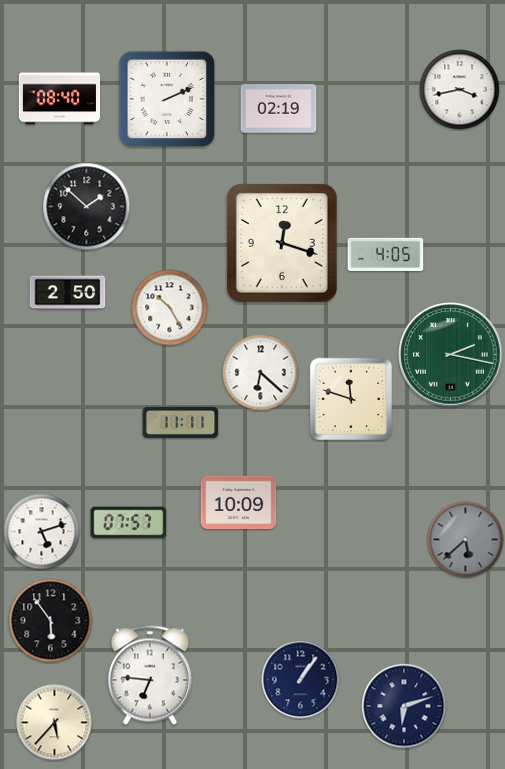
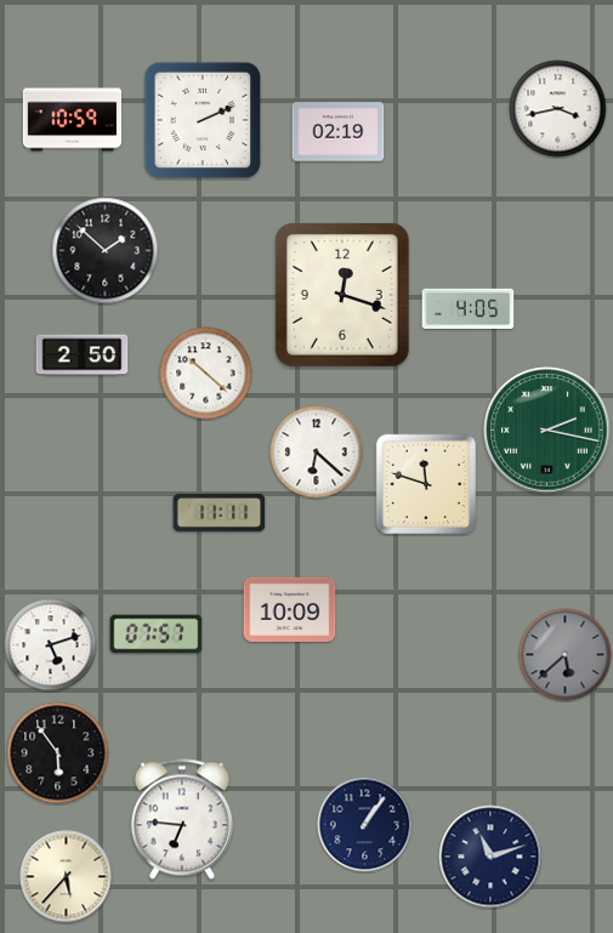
clock at (59, 99): 08:40 -> 10:59
clock at (170, 308): 10:25 -> 10:22
clock at (51, 621) position: (51, 621) -> (58, 753)
clock at (404, 706): 6:12 -> 11:12
